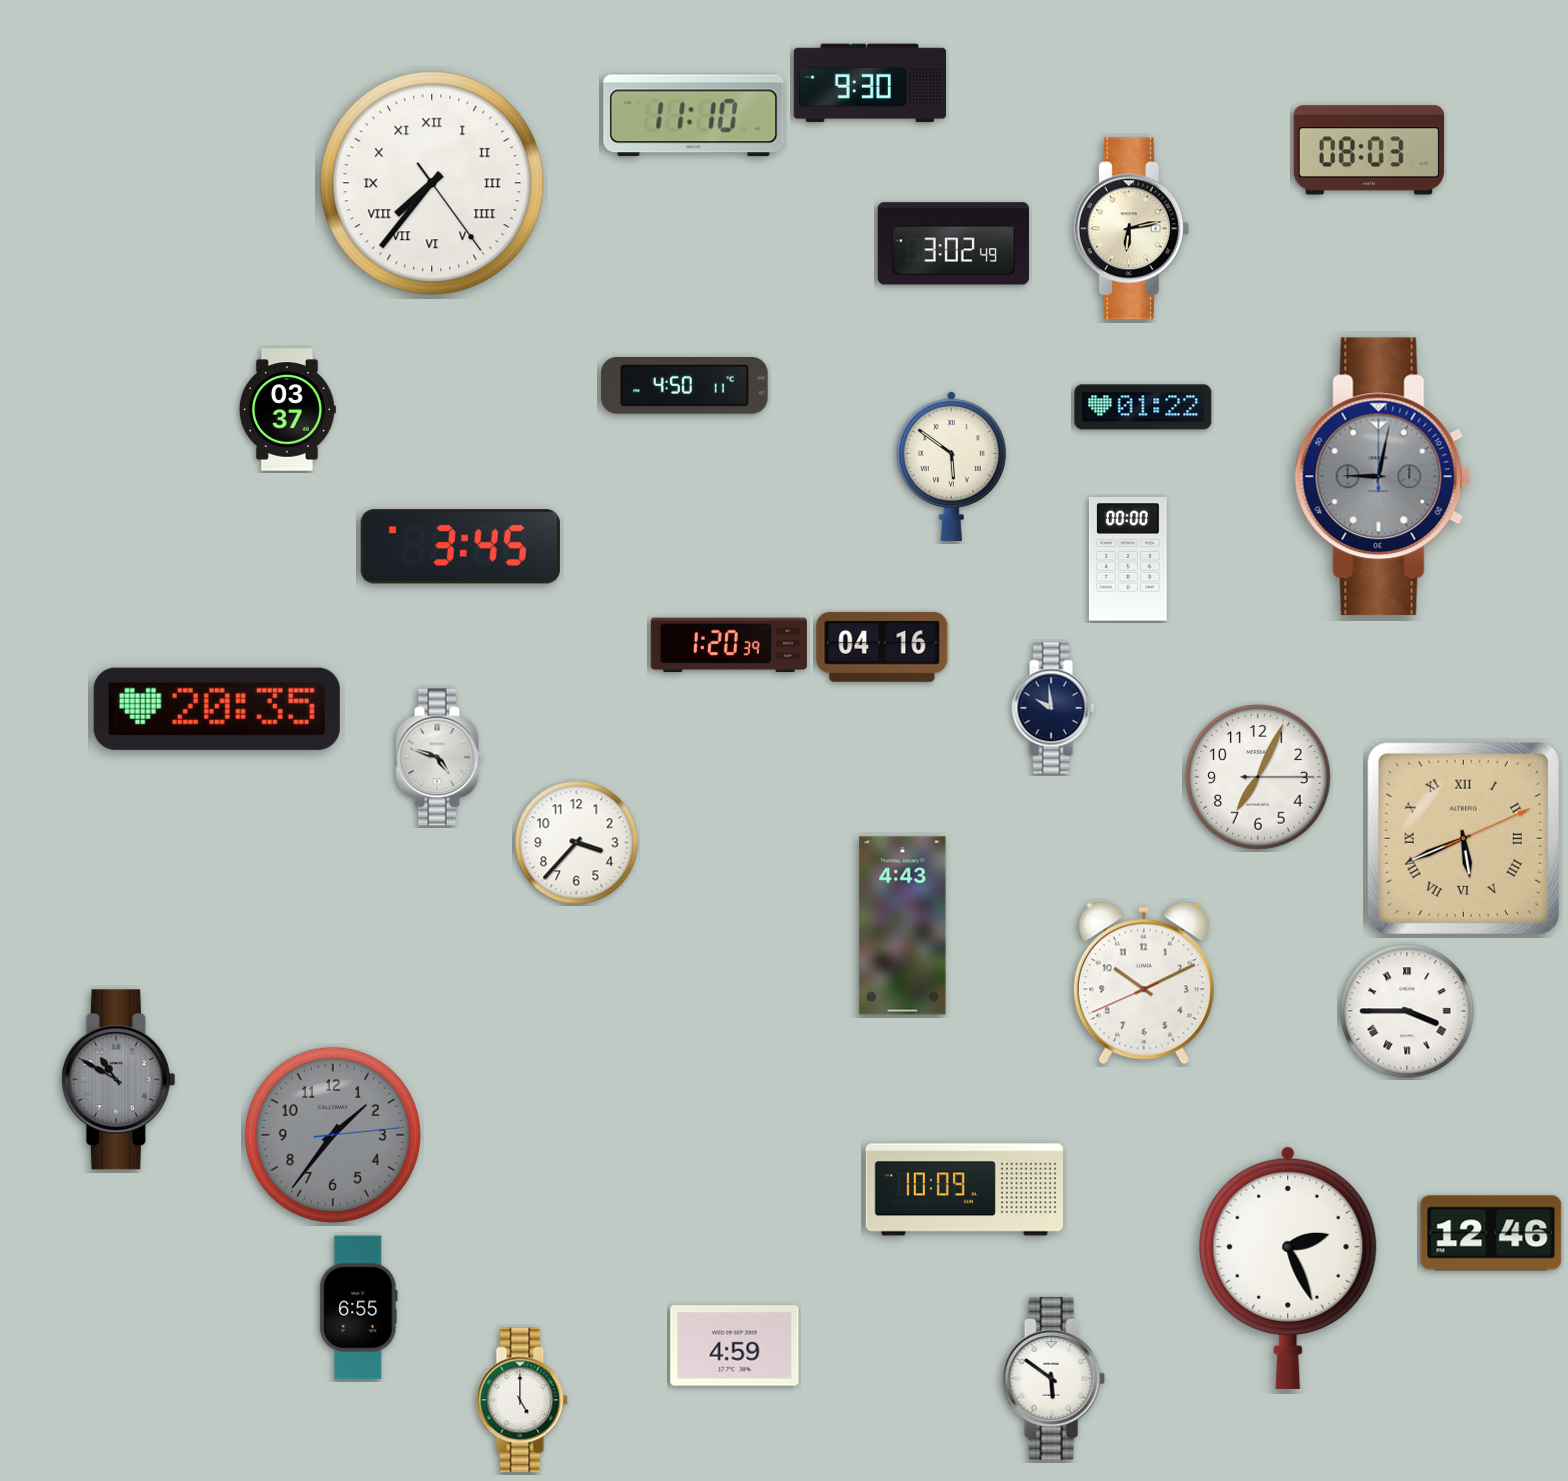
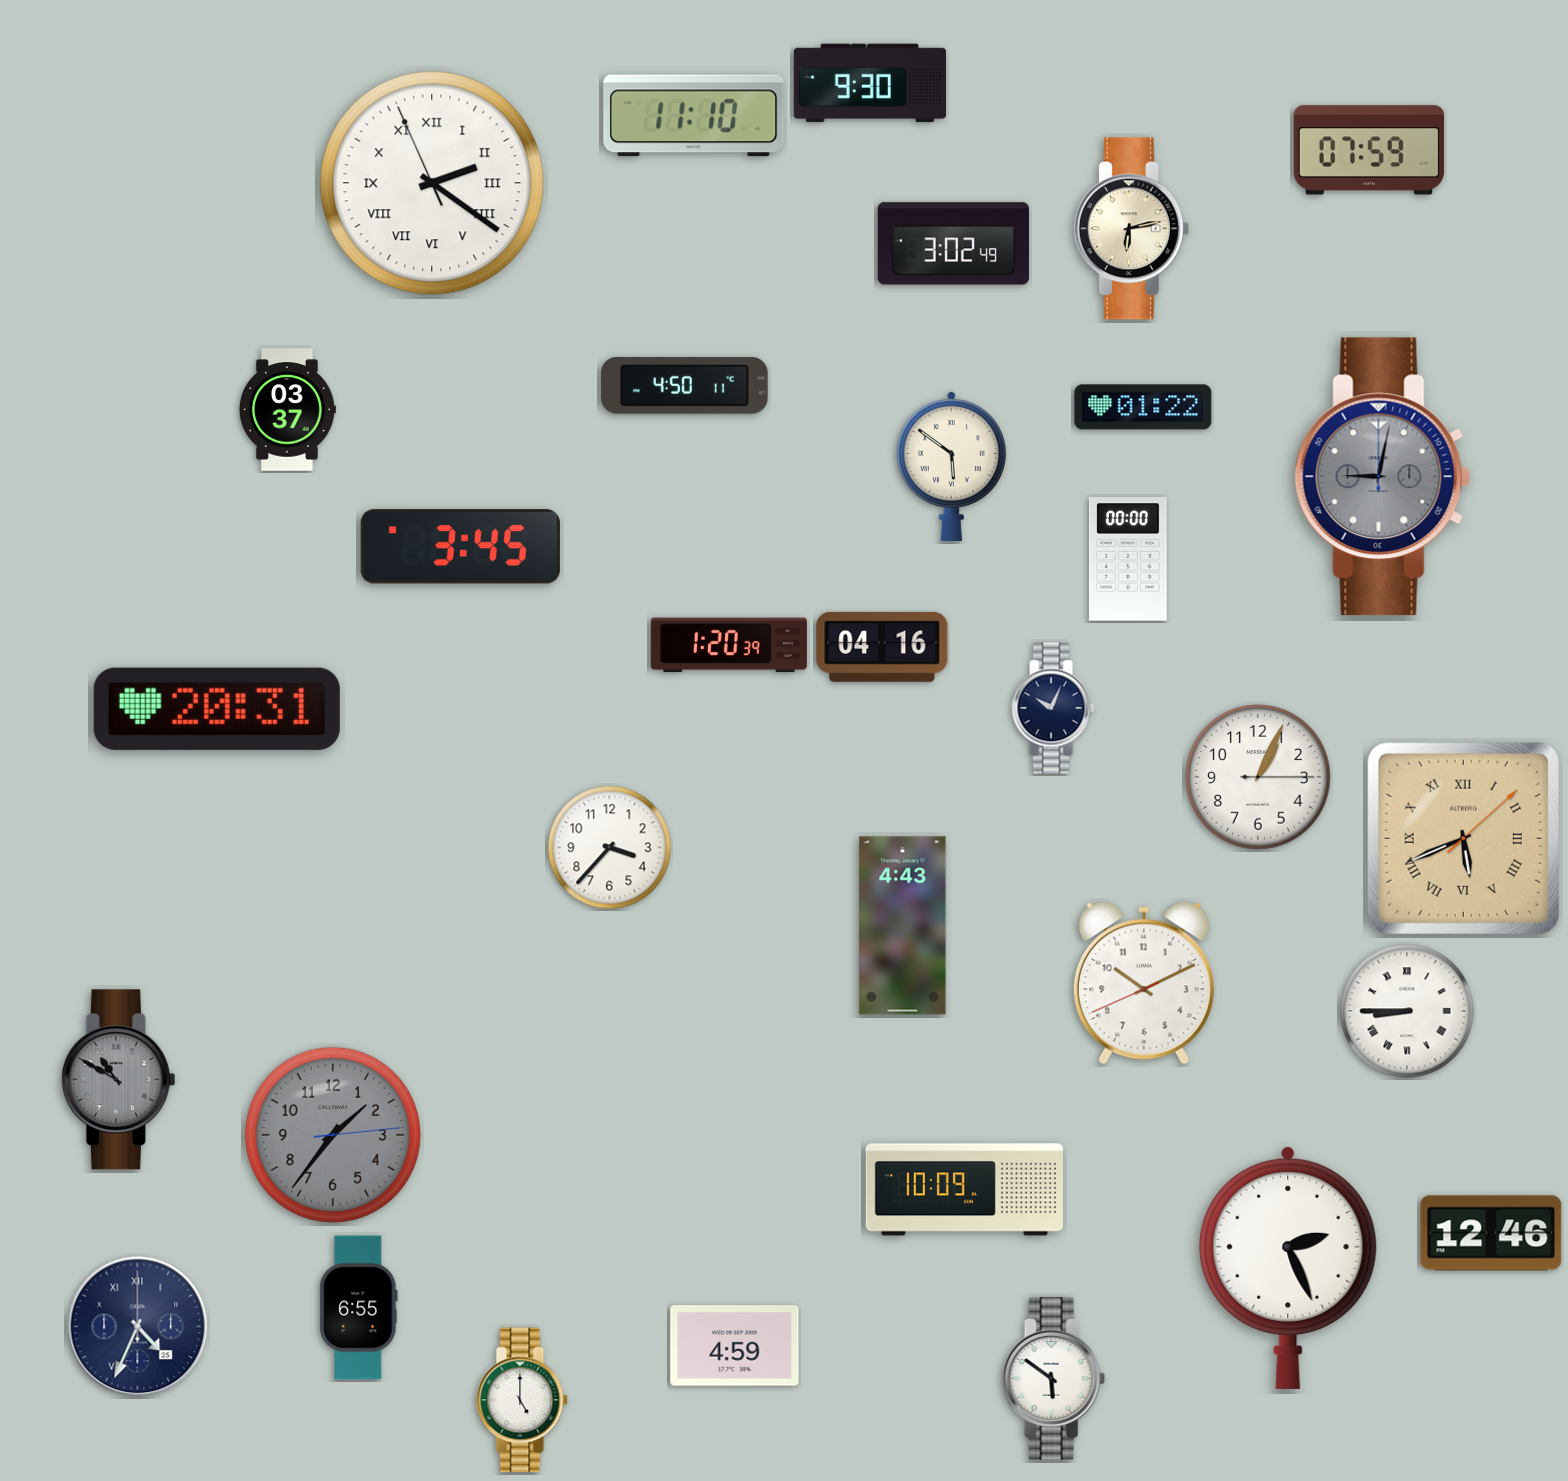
clock at (1369, 150): 08:03 -> 07:59
clock at (432, 183): 7:36 -> 2:20
clock at (1053, 708): 9:59 -> 10:04
clock at (217, 709): 20:35 -> 20:31
clock at (439, 757): 4:48 -> none
clock at (1258, 777): 7:04 -> 1:04
clock at (1463, 838): 5:41:11 -> 5:41:08
clock at (577, 843) position: (577, 843) -> (610, 848)
clock at (1407, 1011): 3:45 -> 8:45
clock at (138, 1327): none -> 4:34
